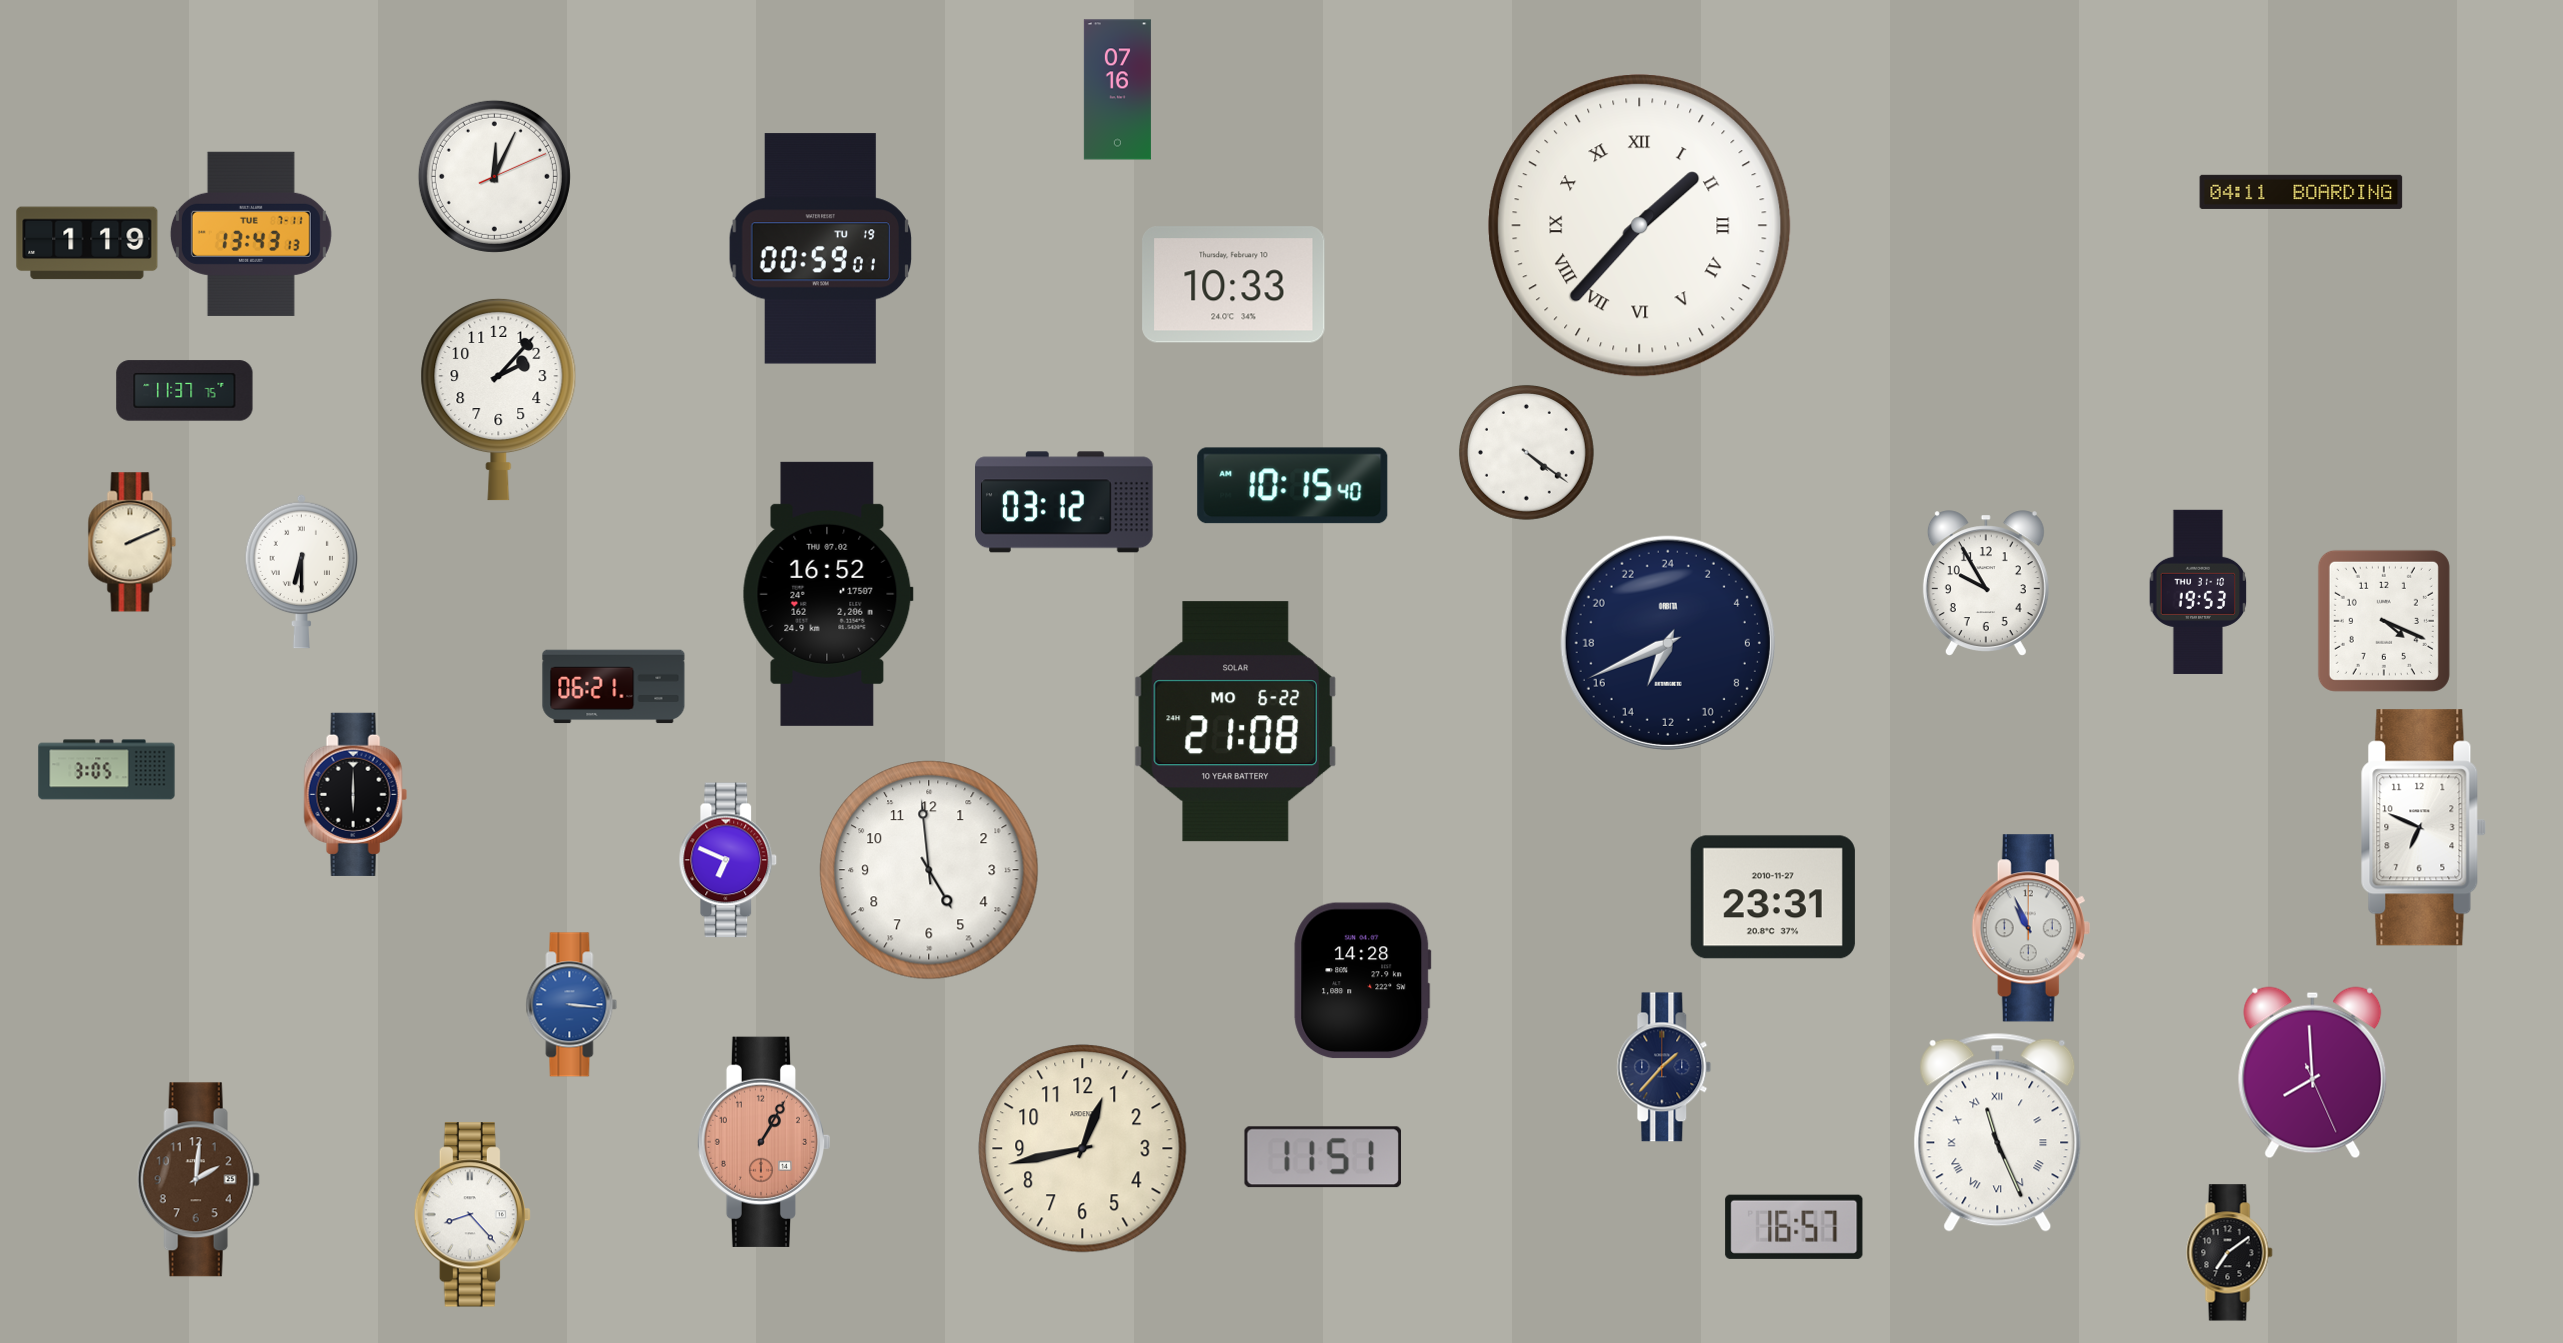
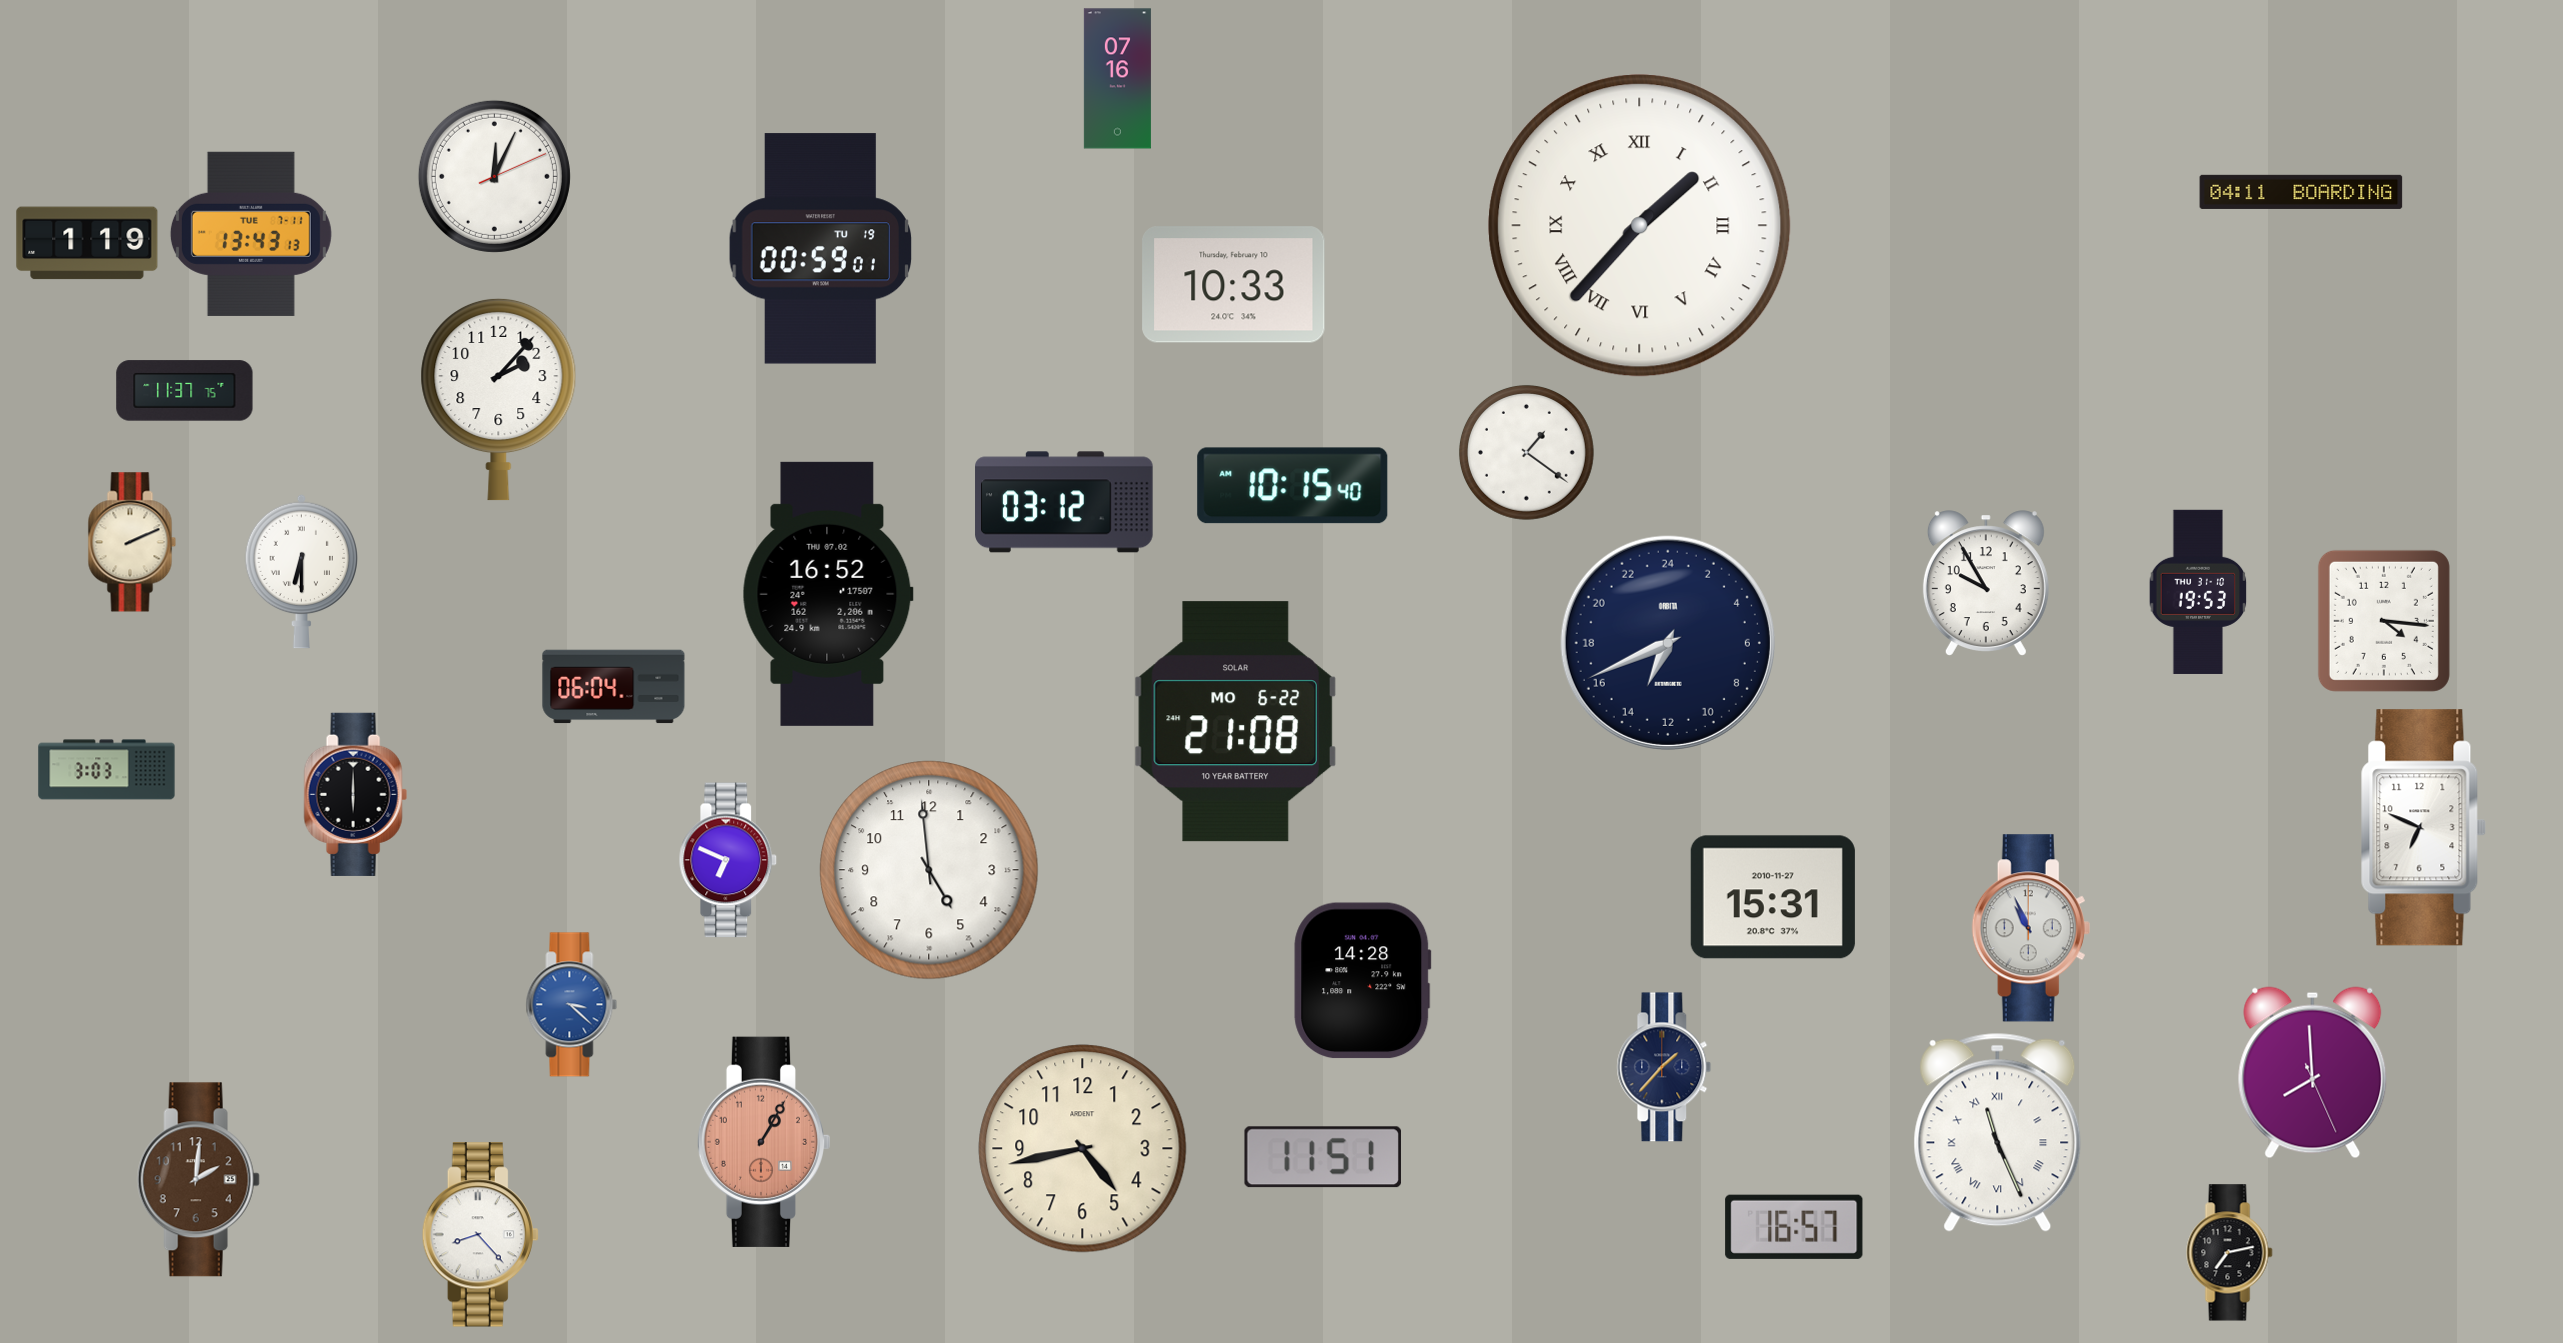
clock at (1117, 90) position: (1117, 90) -> (1117, 79)
clock at (1526, 452): 4:21 -> 1:21
clock at (2384, 621): 4:19 -> 4:16
clock at (614, 687): 06:21 -> 06:04
clock at (107, 770): 3:05 -> 3:03
clock at (1773, 897): 23:31 -> 15:31
clock at (572, 1005): 3:16 -> 3:22
clock at (1083, 1149): 12:43 -> 4:43
clock at (472, 1215) position: (472, 1215) -> (480, 1235)
clock at (2230, 1253): 7:09 -> 7:13
